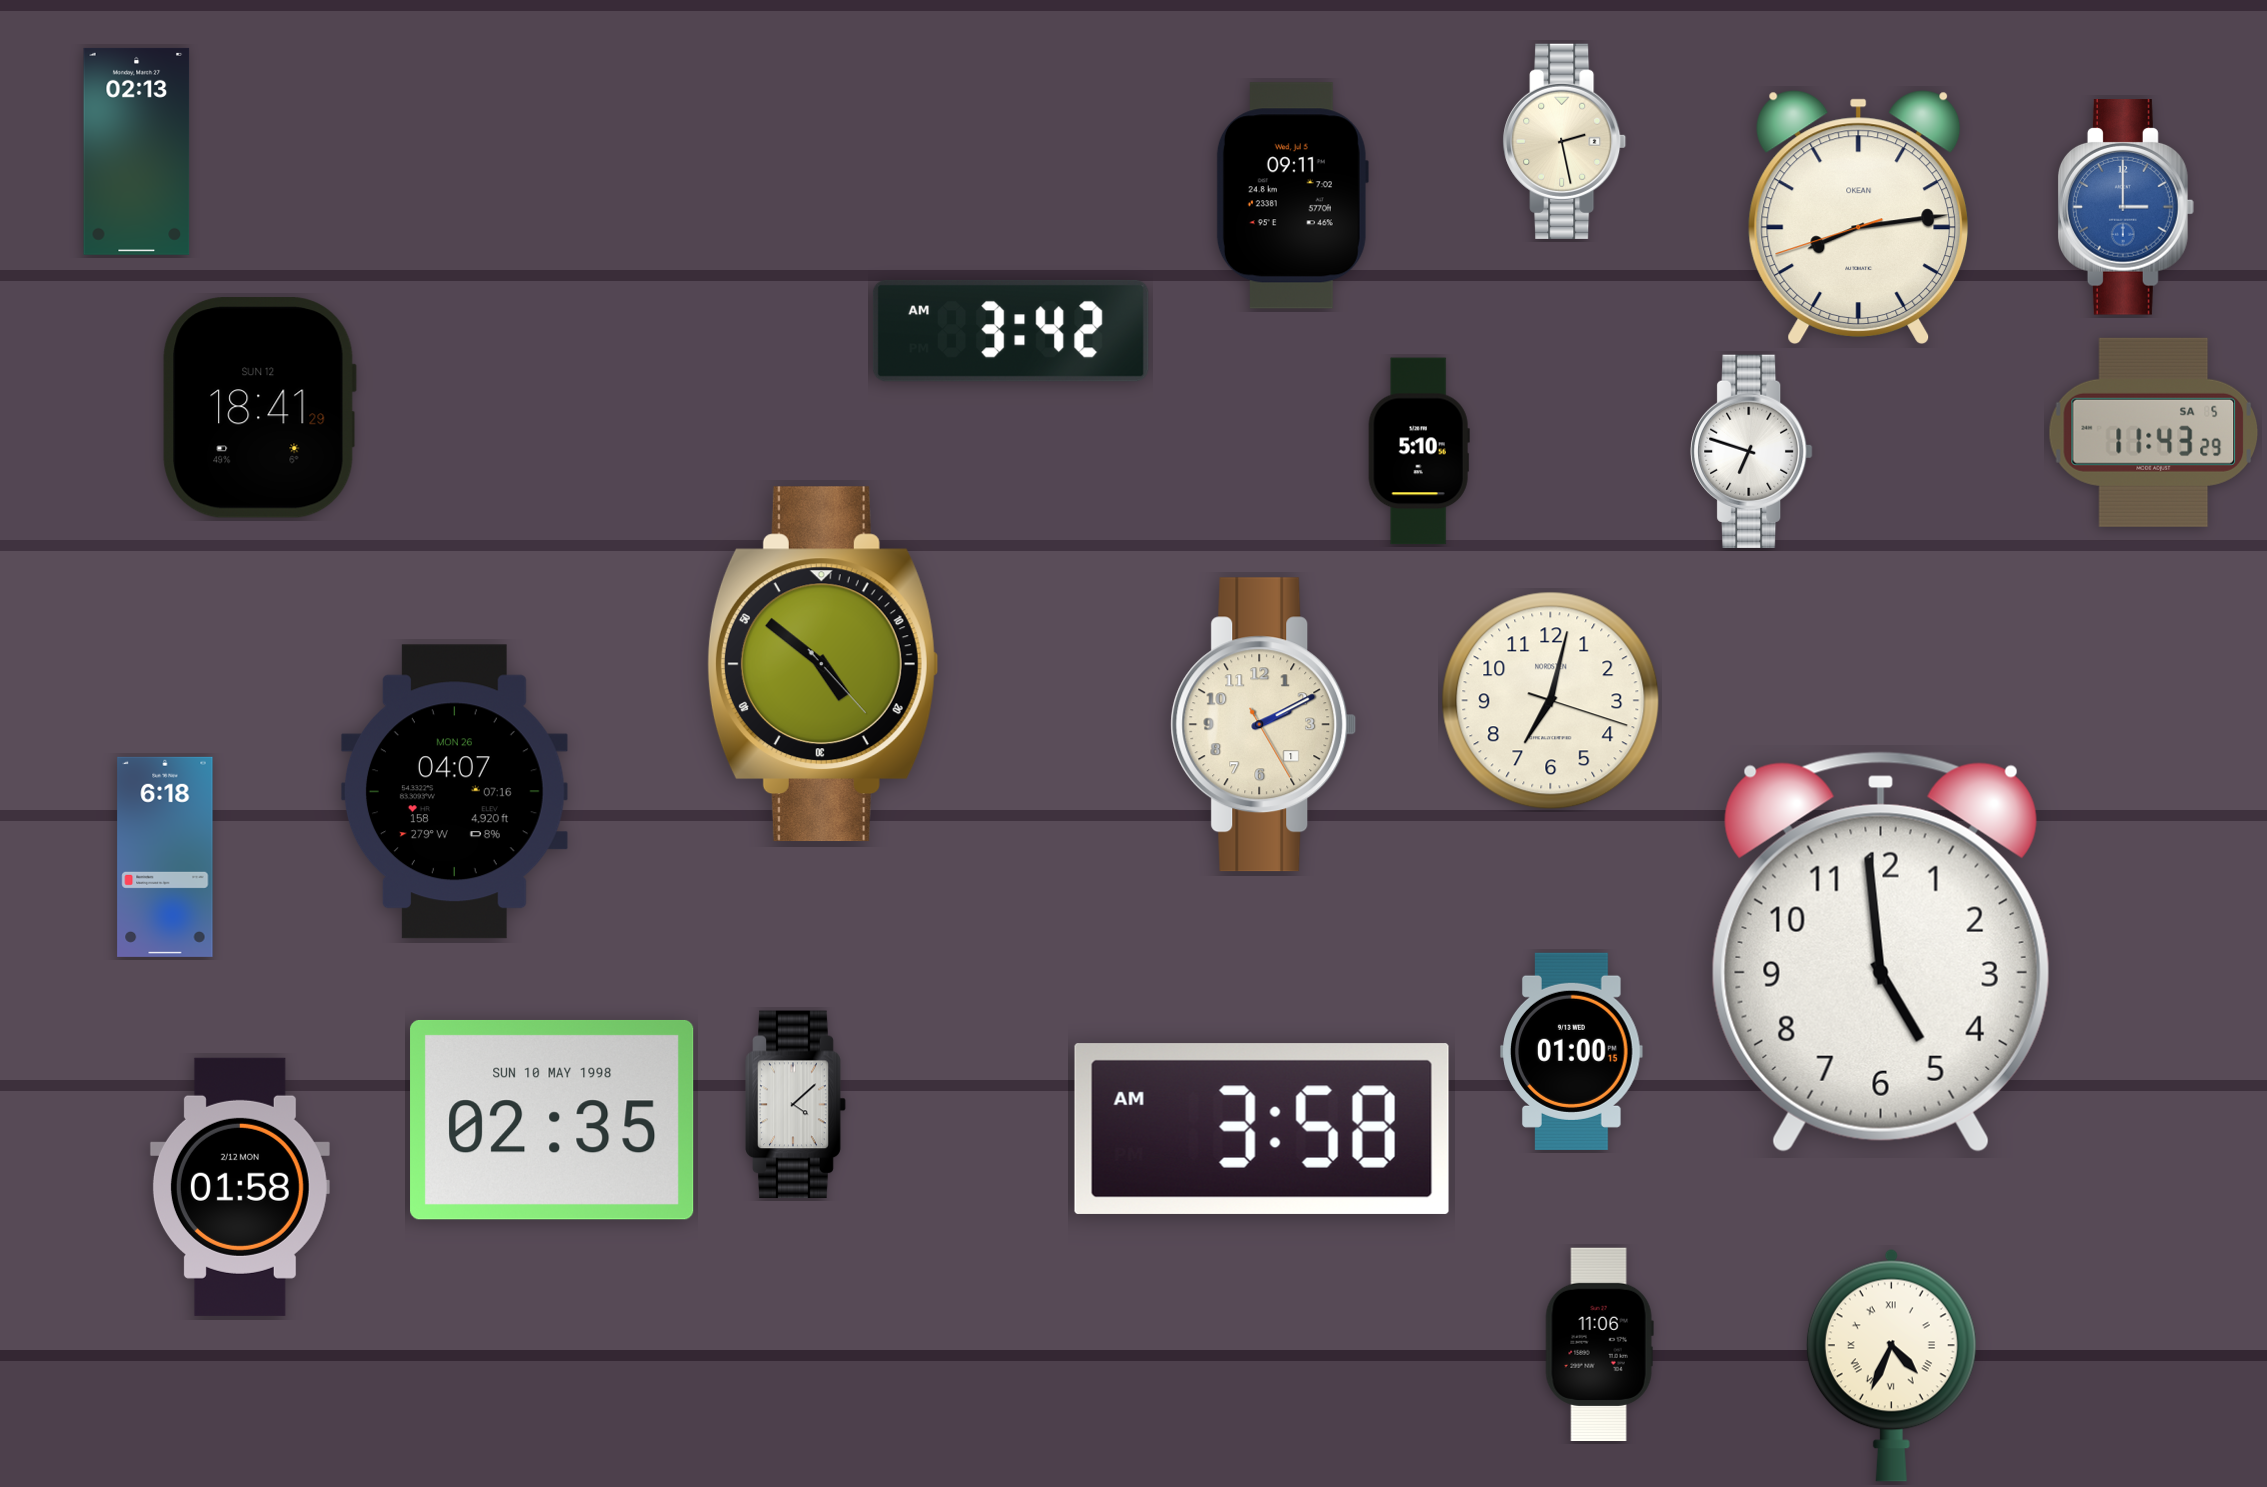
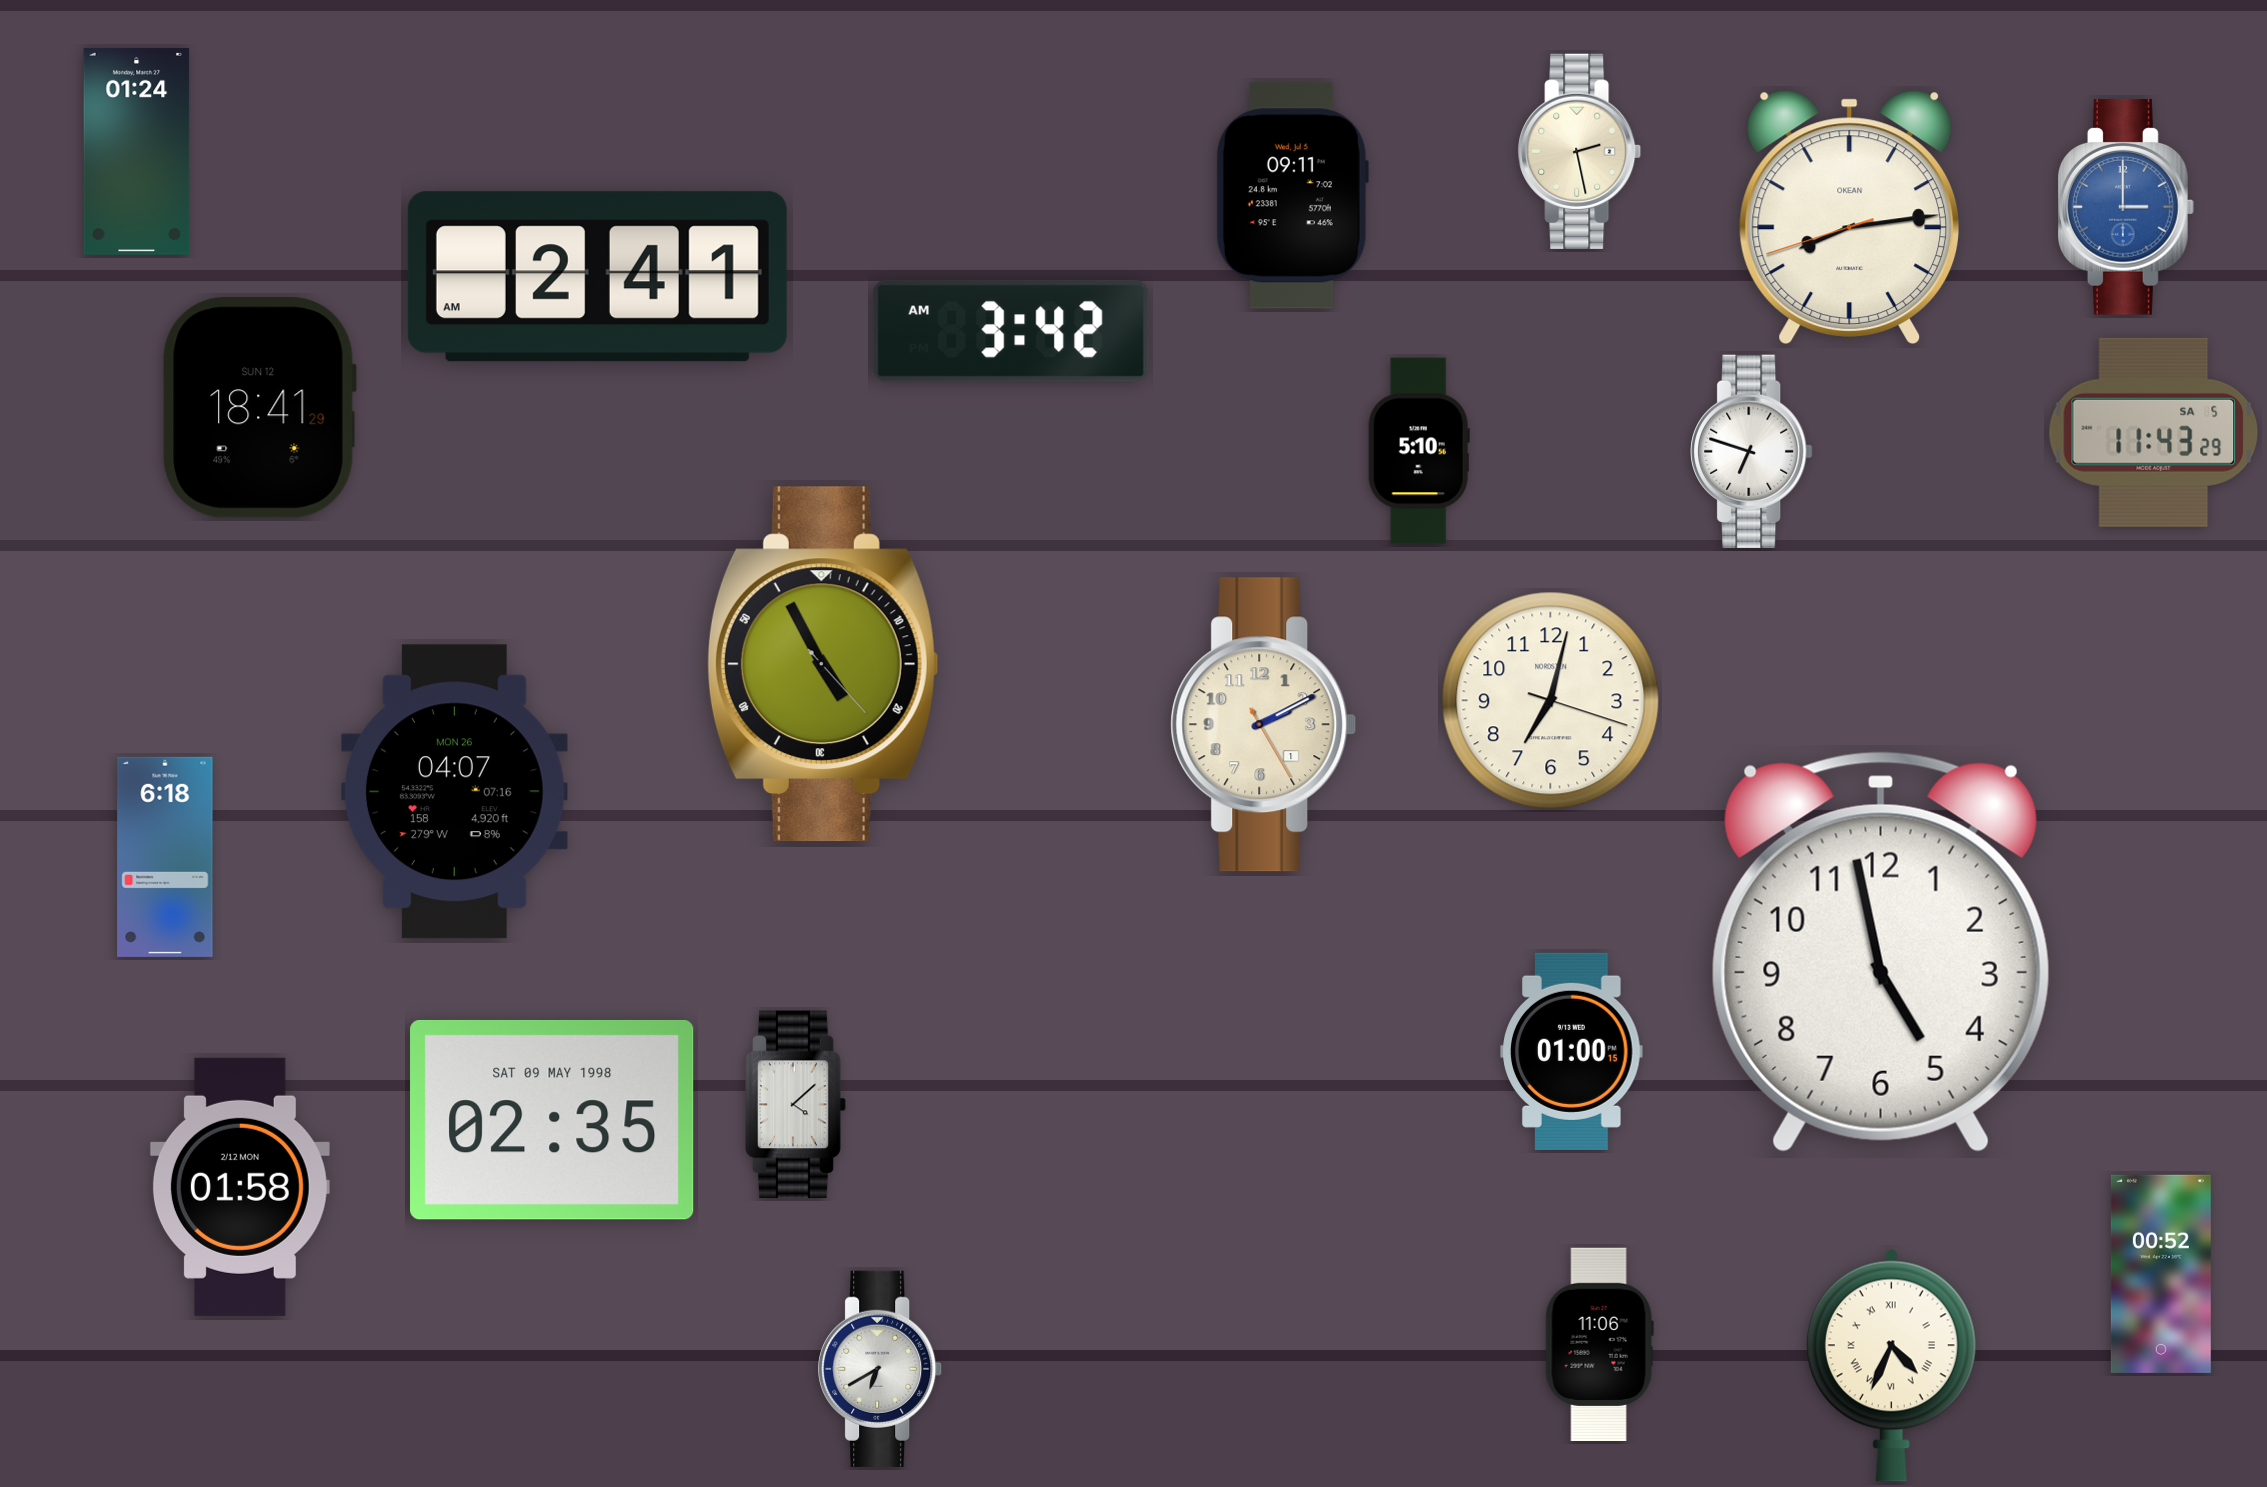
clock at (1565, 141) position: (1565, 141) -> (1580, 151)
clock at (137, 151): 02:13 -> 01:24
clock at (1859, 217) position: (1859, 217) -> (1850, 217)
clock at (597, 277): none -> 2:41
clock at (822, 664): 4:51 -> 4:55
clock at (1881, 952): 4:59 -> 4:58
clock at (552, 1120) date: SUN 10 MAY 1998 -> SAT 09 MAY 1998
clock at (1262, 1129): 3:58 -> none
clock at (2161, 1274): none -> 00:52
clock at (881, 1369): none -> 6:40
